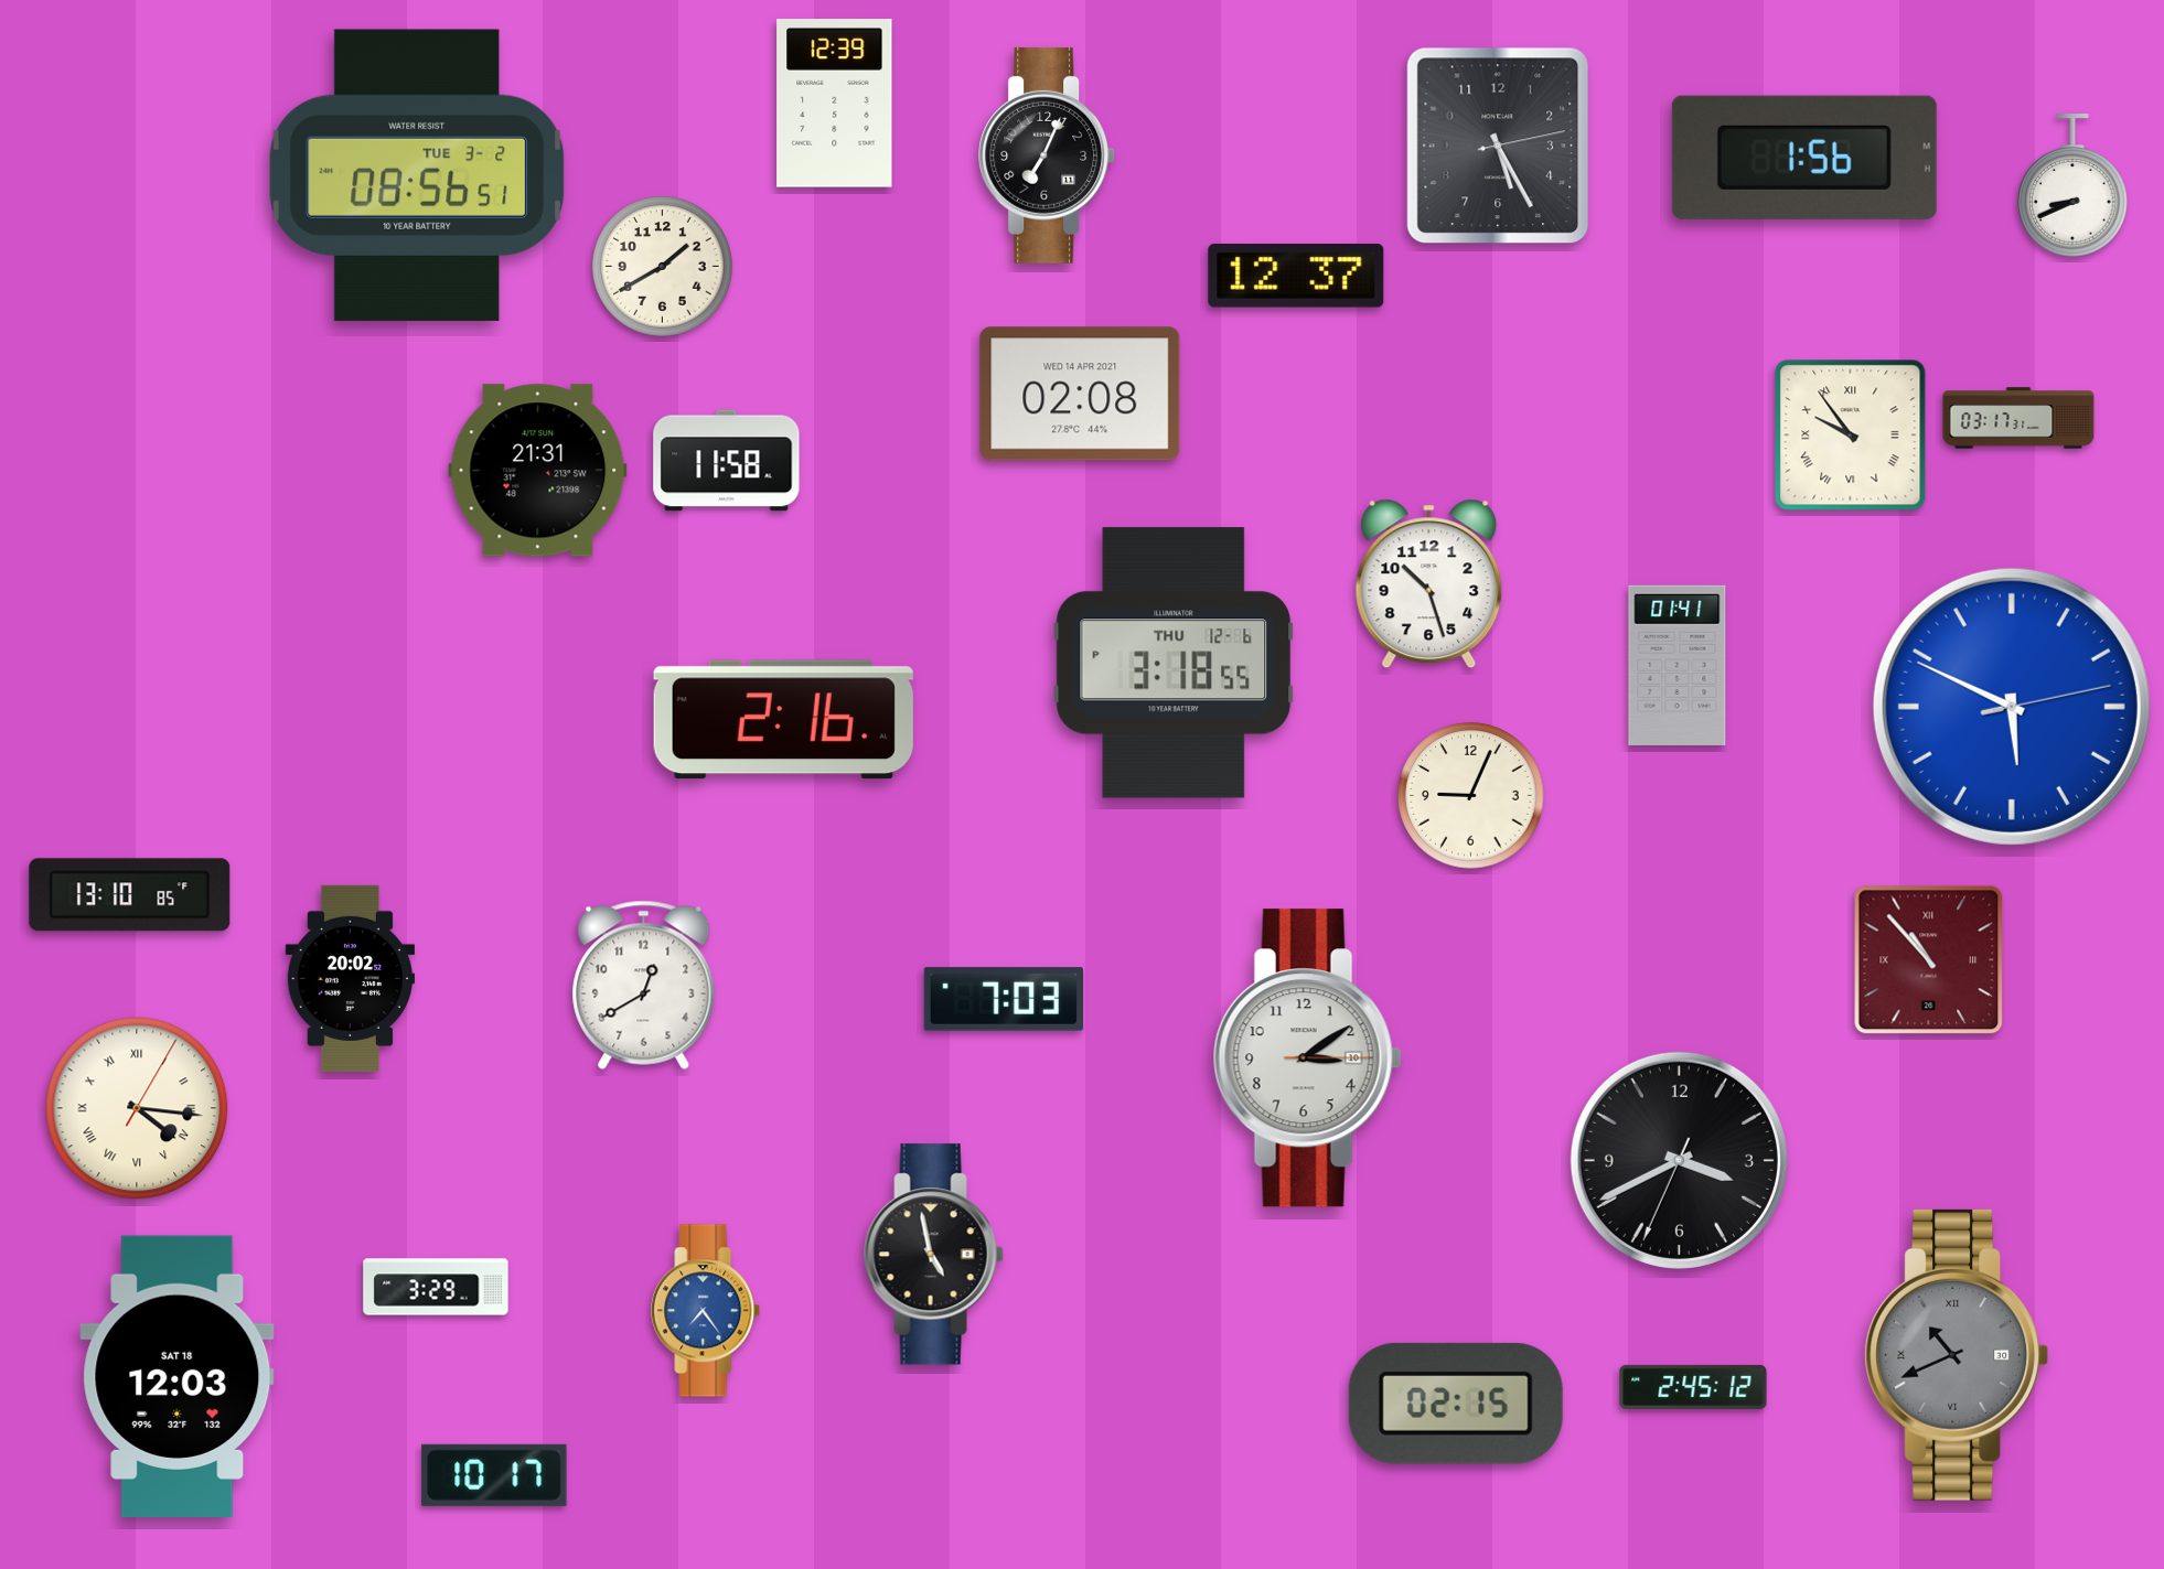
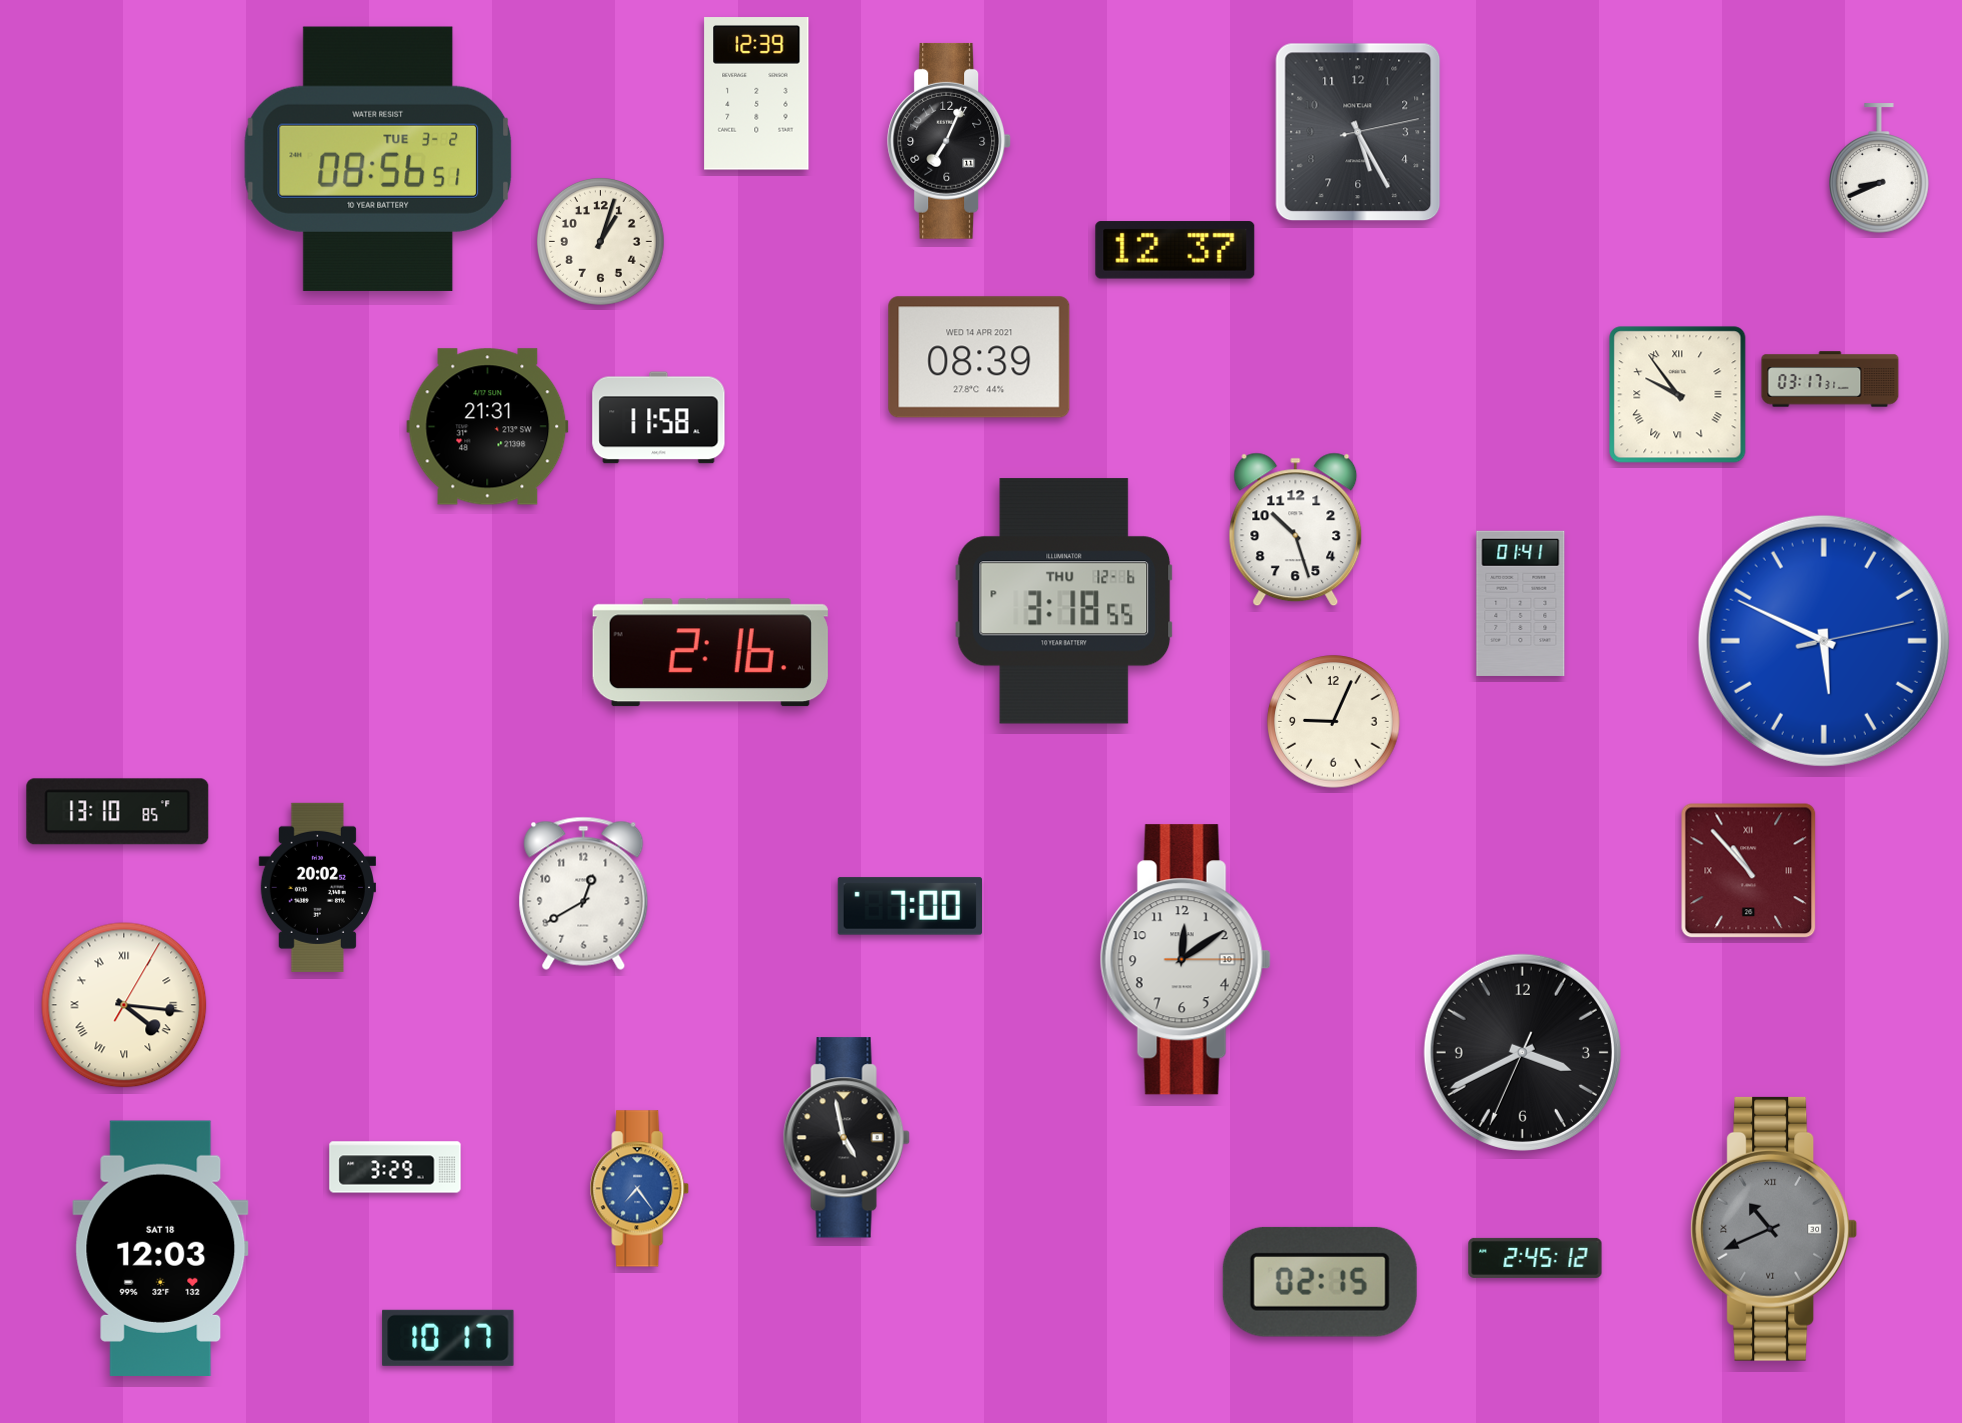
clock at (1804, 158): 1:56 -> none
clock at (663, 267): 1:40 -> 1:03
clock at (1080, 394): 02:08 -> 08:39
clock at (1003, 999): 7:03 -> 7:00
clock at (1307, 1058): 3:09 -> 12:09
clock at (1456, 1404) position: (1456, 1404) -> (1320, 1282)
